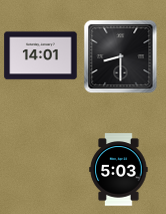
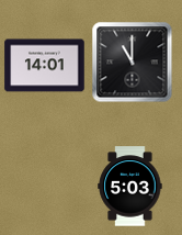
clock at (41, 56) position: (41, 56) -> (45, 66)
clock at (121, 57): 8:30 -> 11:00
